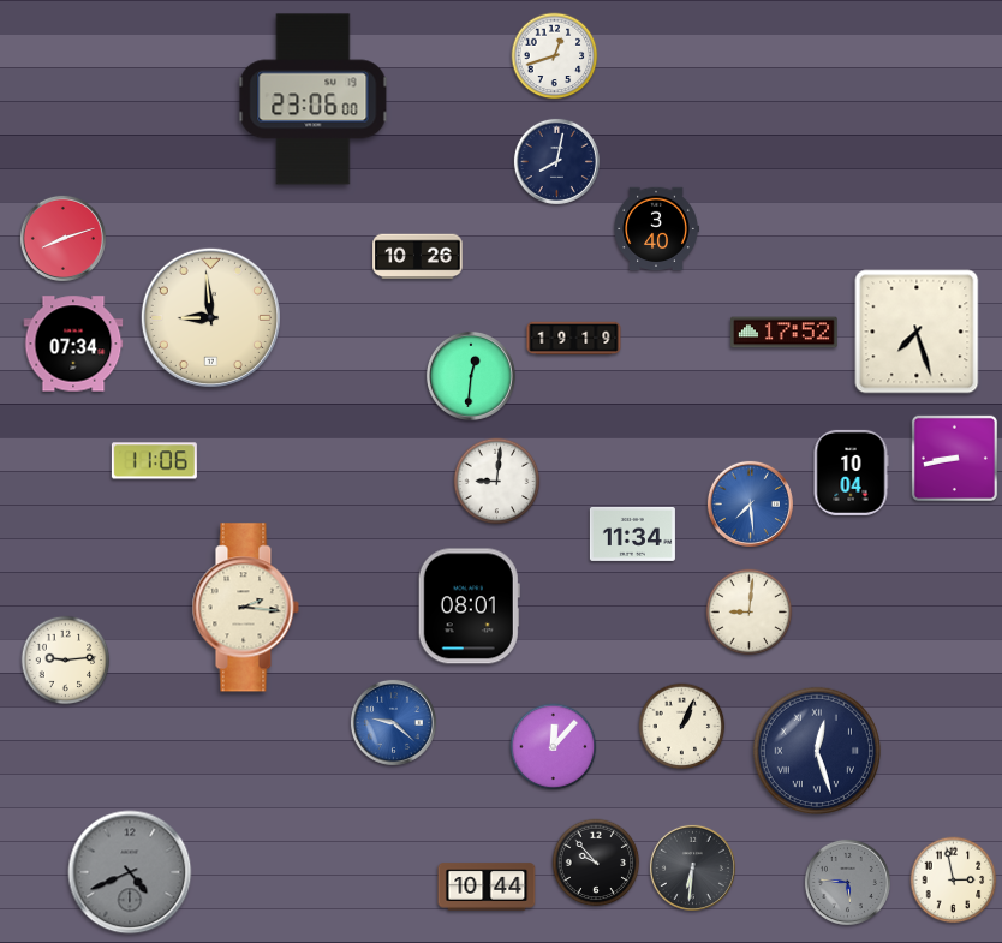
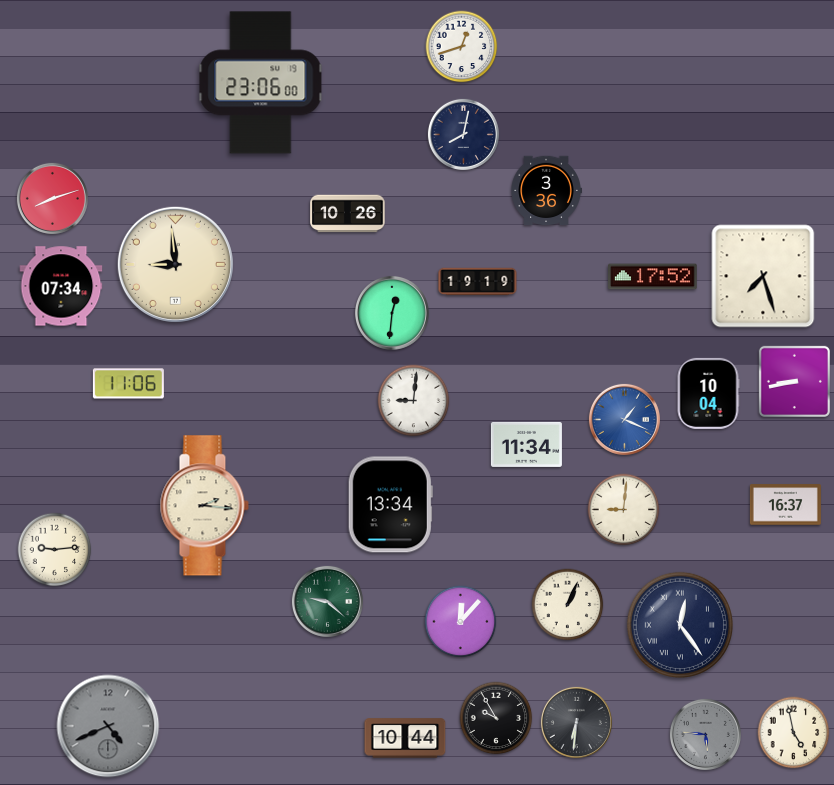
clock at (656, 229): 3:40 -> 3:36
clock at (750, 503): 7:29 -> 1:19
clock at (469, 607): 08:01 -> 13:34
clock at (785, 505): none -> 16:37
clock at (393, 722) dial: blue -> green
clock at (817, 751): 12:27 -> 12:24
clock at (596, 863): 9:53 -> 9:55
clock at (954, 881): 2:58 -> 4:58
